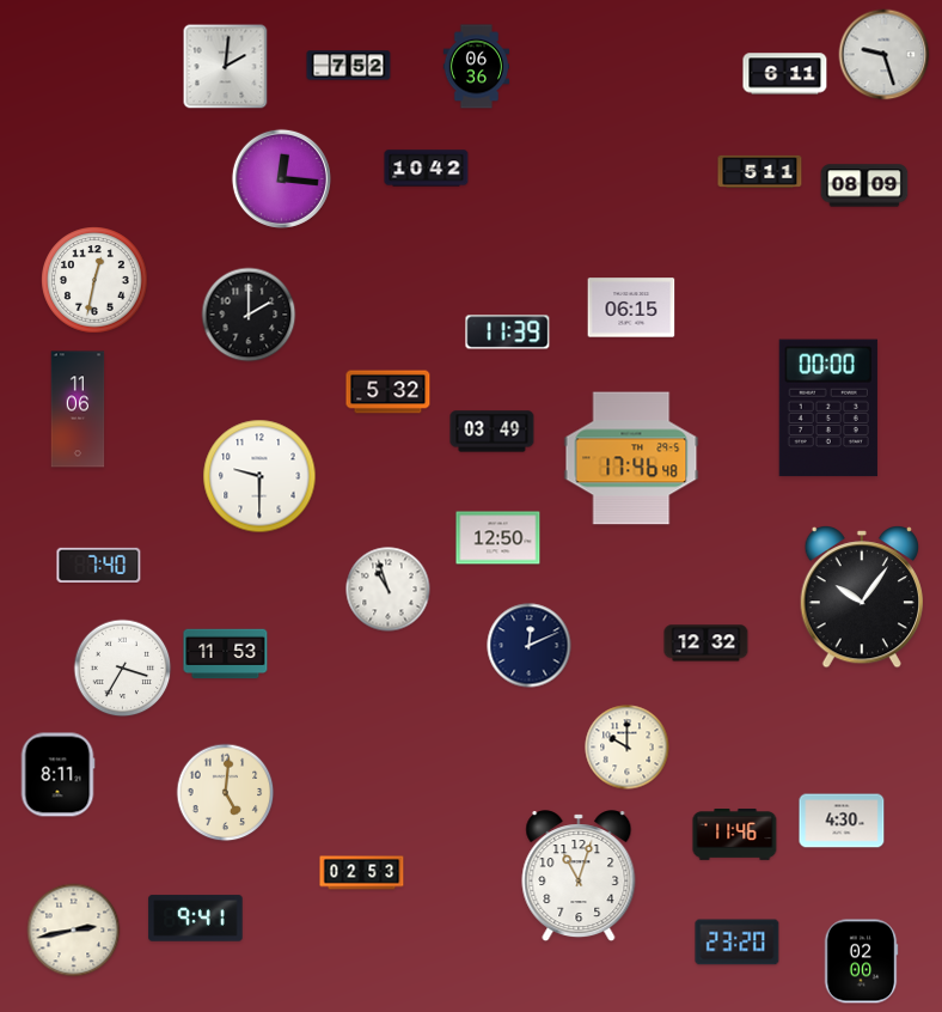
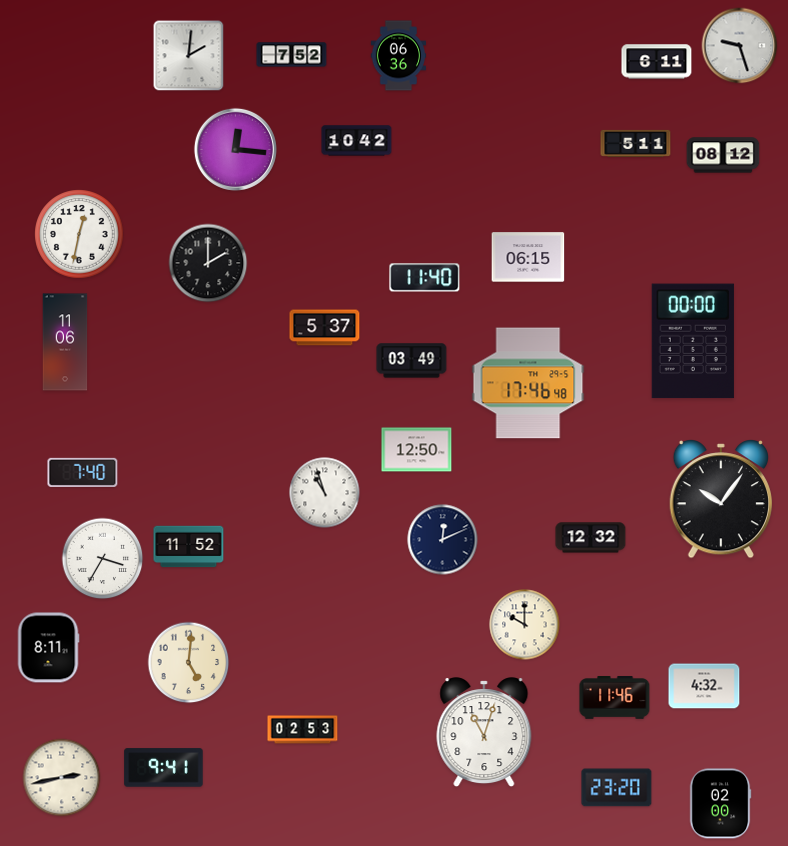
clock at (864, 185): 08:09 -> 08:12
clock at (508, 333): 11:39 -> 11:40
clock at (389, 392): 5:32 -> 5:37
clock at (259, 476): 9:30 -> none
clock at (226, 654): 11:53 -> 11:52
clock at (842, 821): 4:30 -> 4:32
